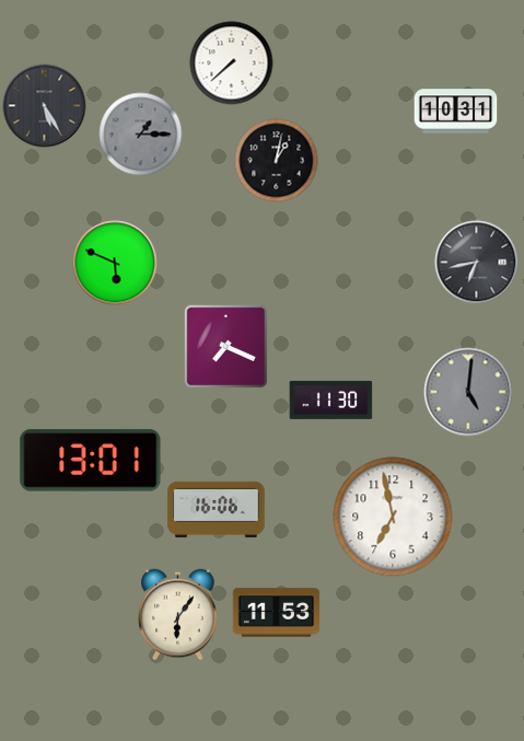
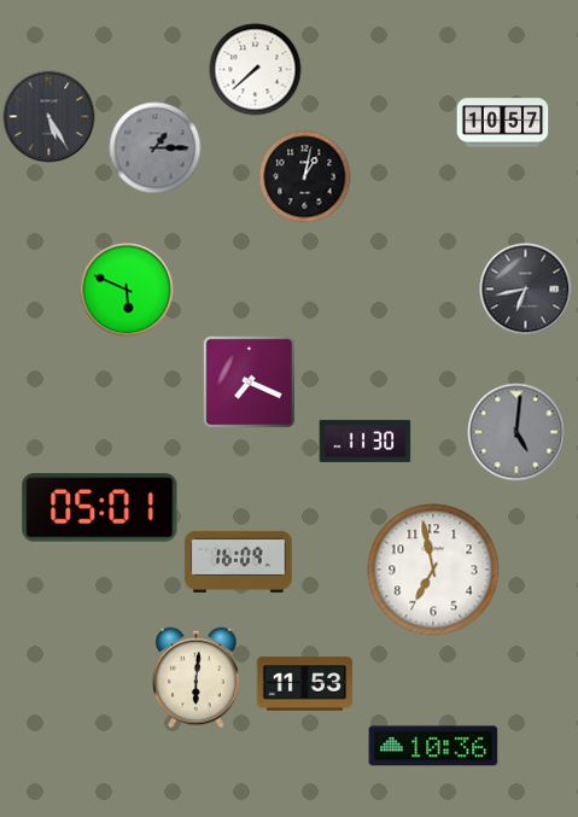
clock at (456, 112): 10:31 -> 10:57
clock at (91, 461): 13:01 -> 05:01
clock at (217, 509): 16:06 -> 16:09
clock at (277, 613) position: (277, 613) -> (305, 684)
clock at (178, 615): 6:06 -> 6:01
clock at (433, 746): none -> 10:36
